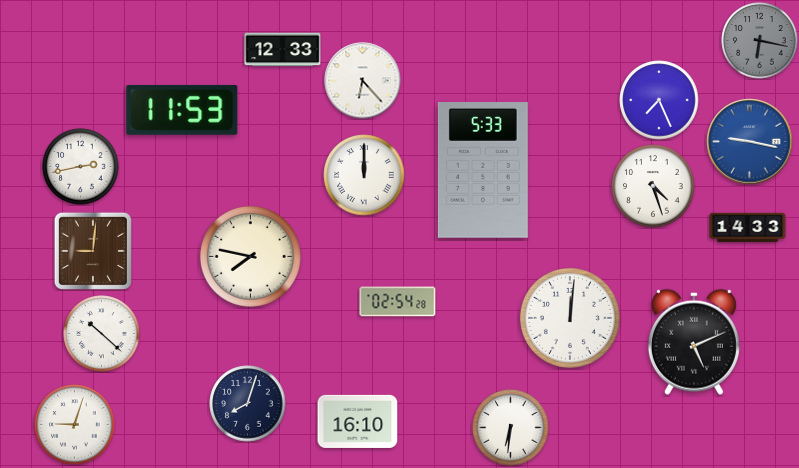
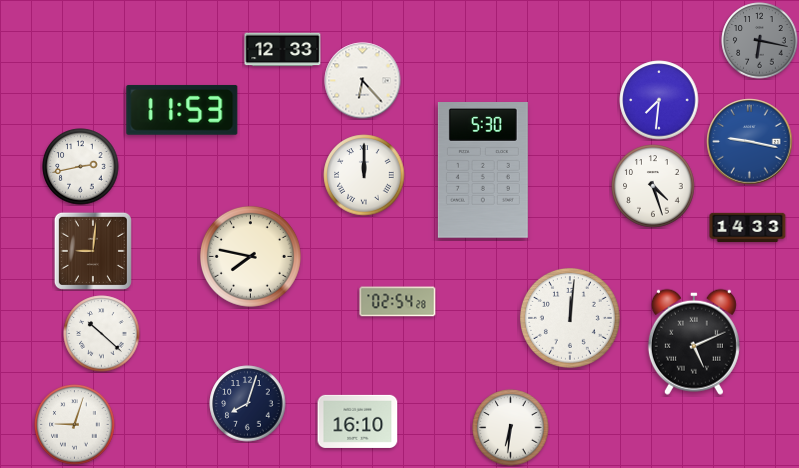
clock at (659, 100): 7:26 -> 7:31
clock at (483, 171): 5:33 -> 5:30
